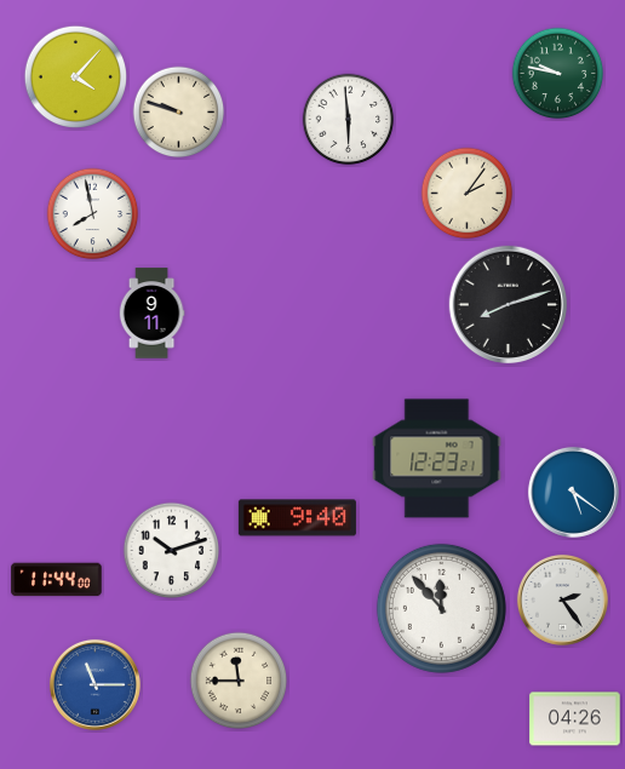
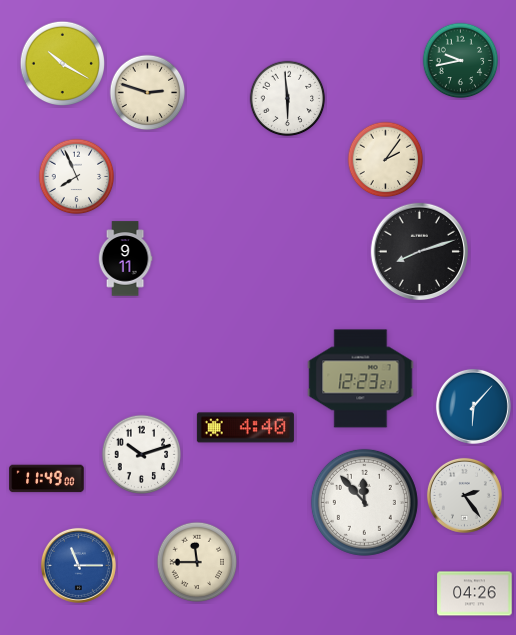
clock at (558, 74): 9:47 -> 9:43
clock at (76, 78): 4:07 -> 10:20
clock at (179, 113): 9:48 -> 2:48
clock at (93, 214): 7:58 -> 7:56
clock at (573, 492): 5:21 -> 6:07
clock at (297, 518): 9:40 -> 4:40
clock at (57, 580): 11:44 -> 11:49
